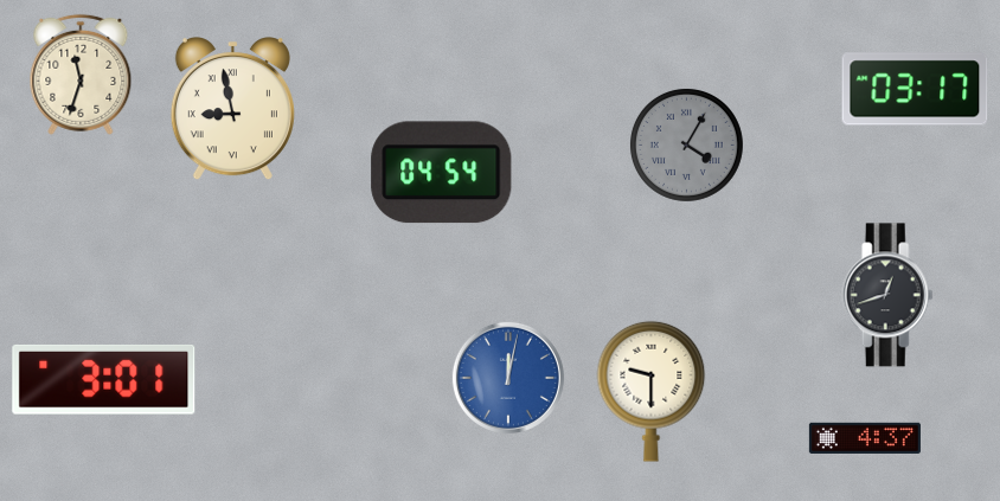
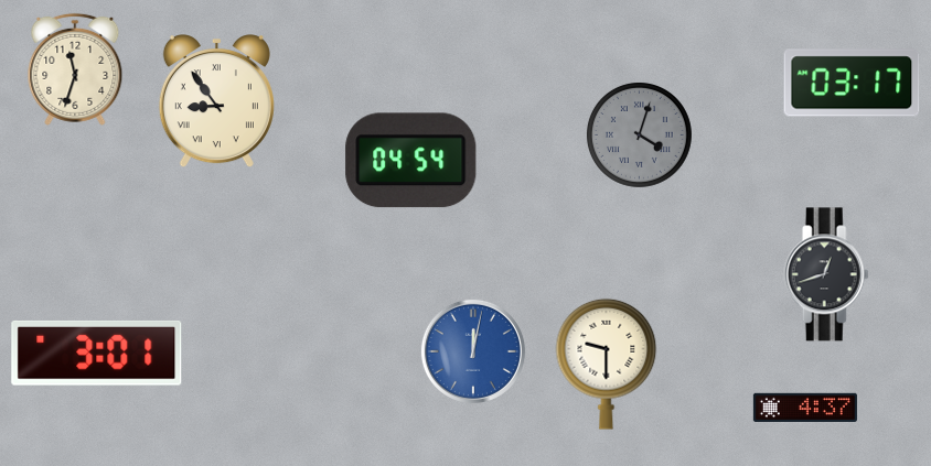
clock at (232, 109): 8:58 -> 8:54
clock at (686, 144): 4:05 -> 4:03
